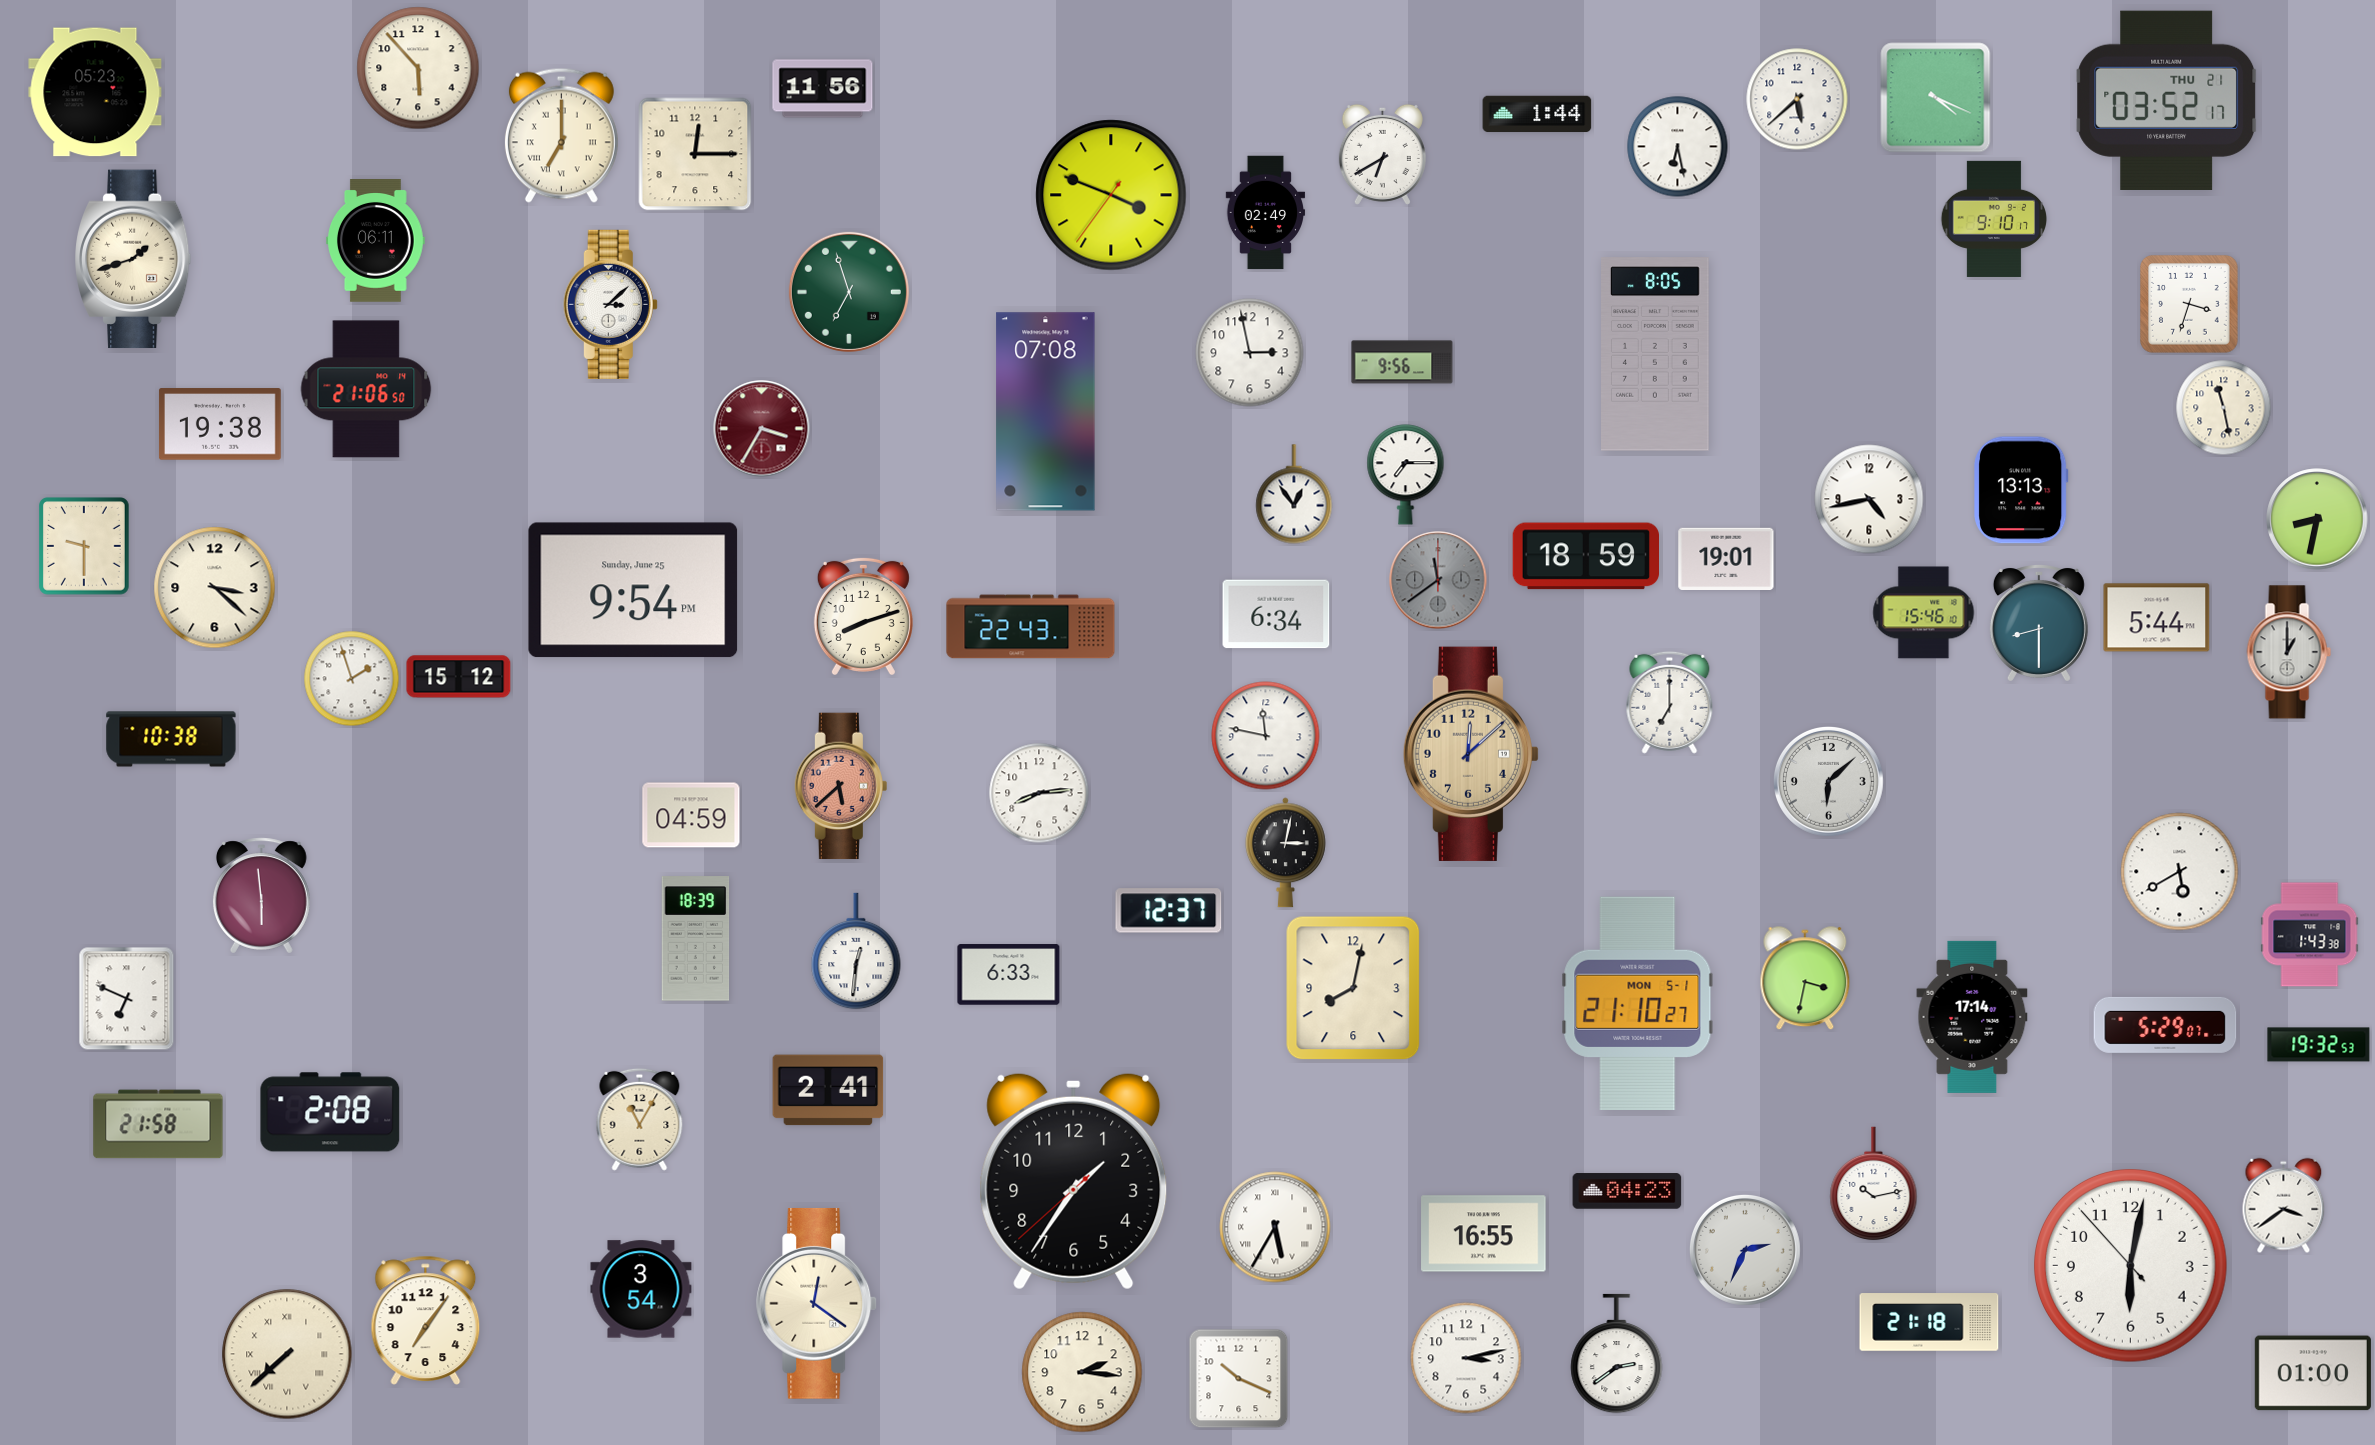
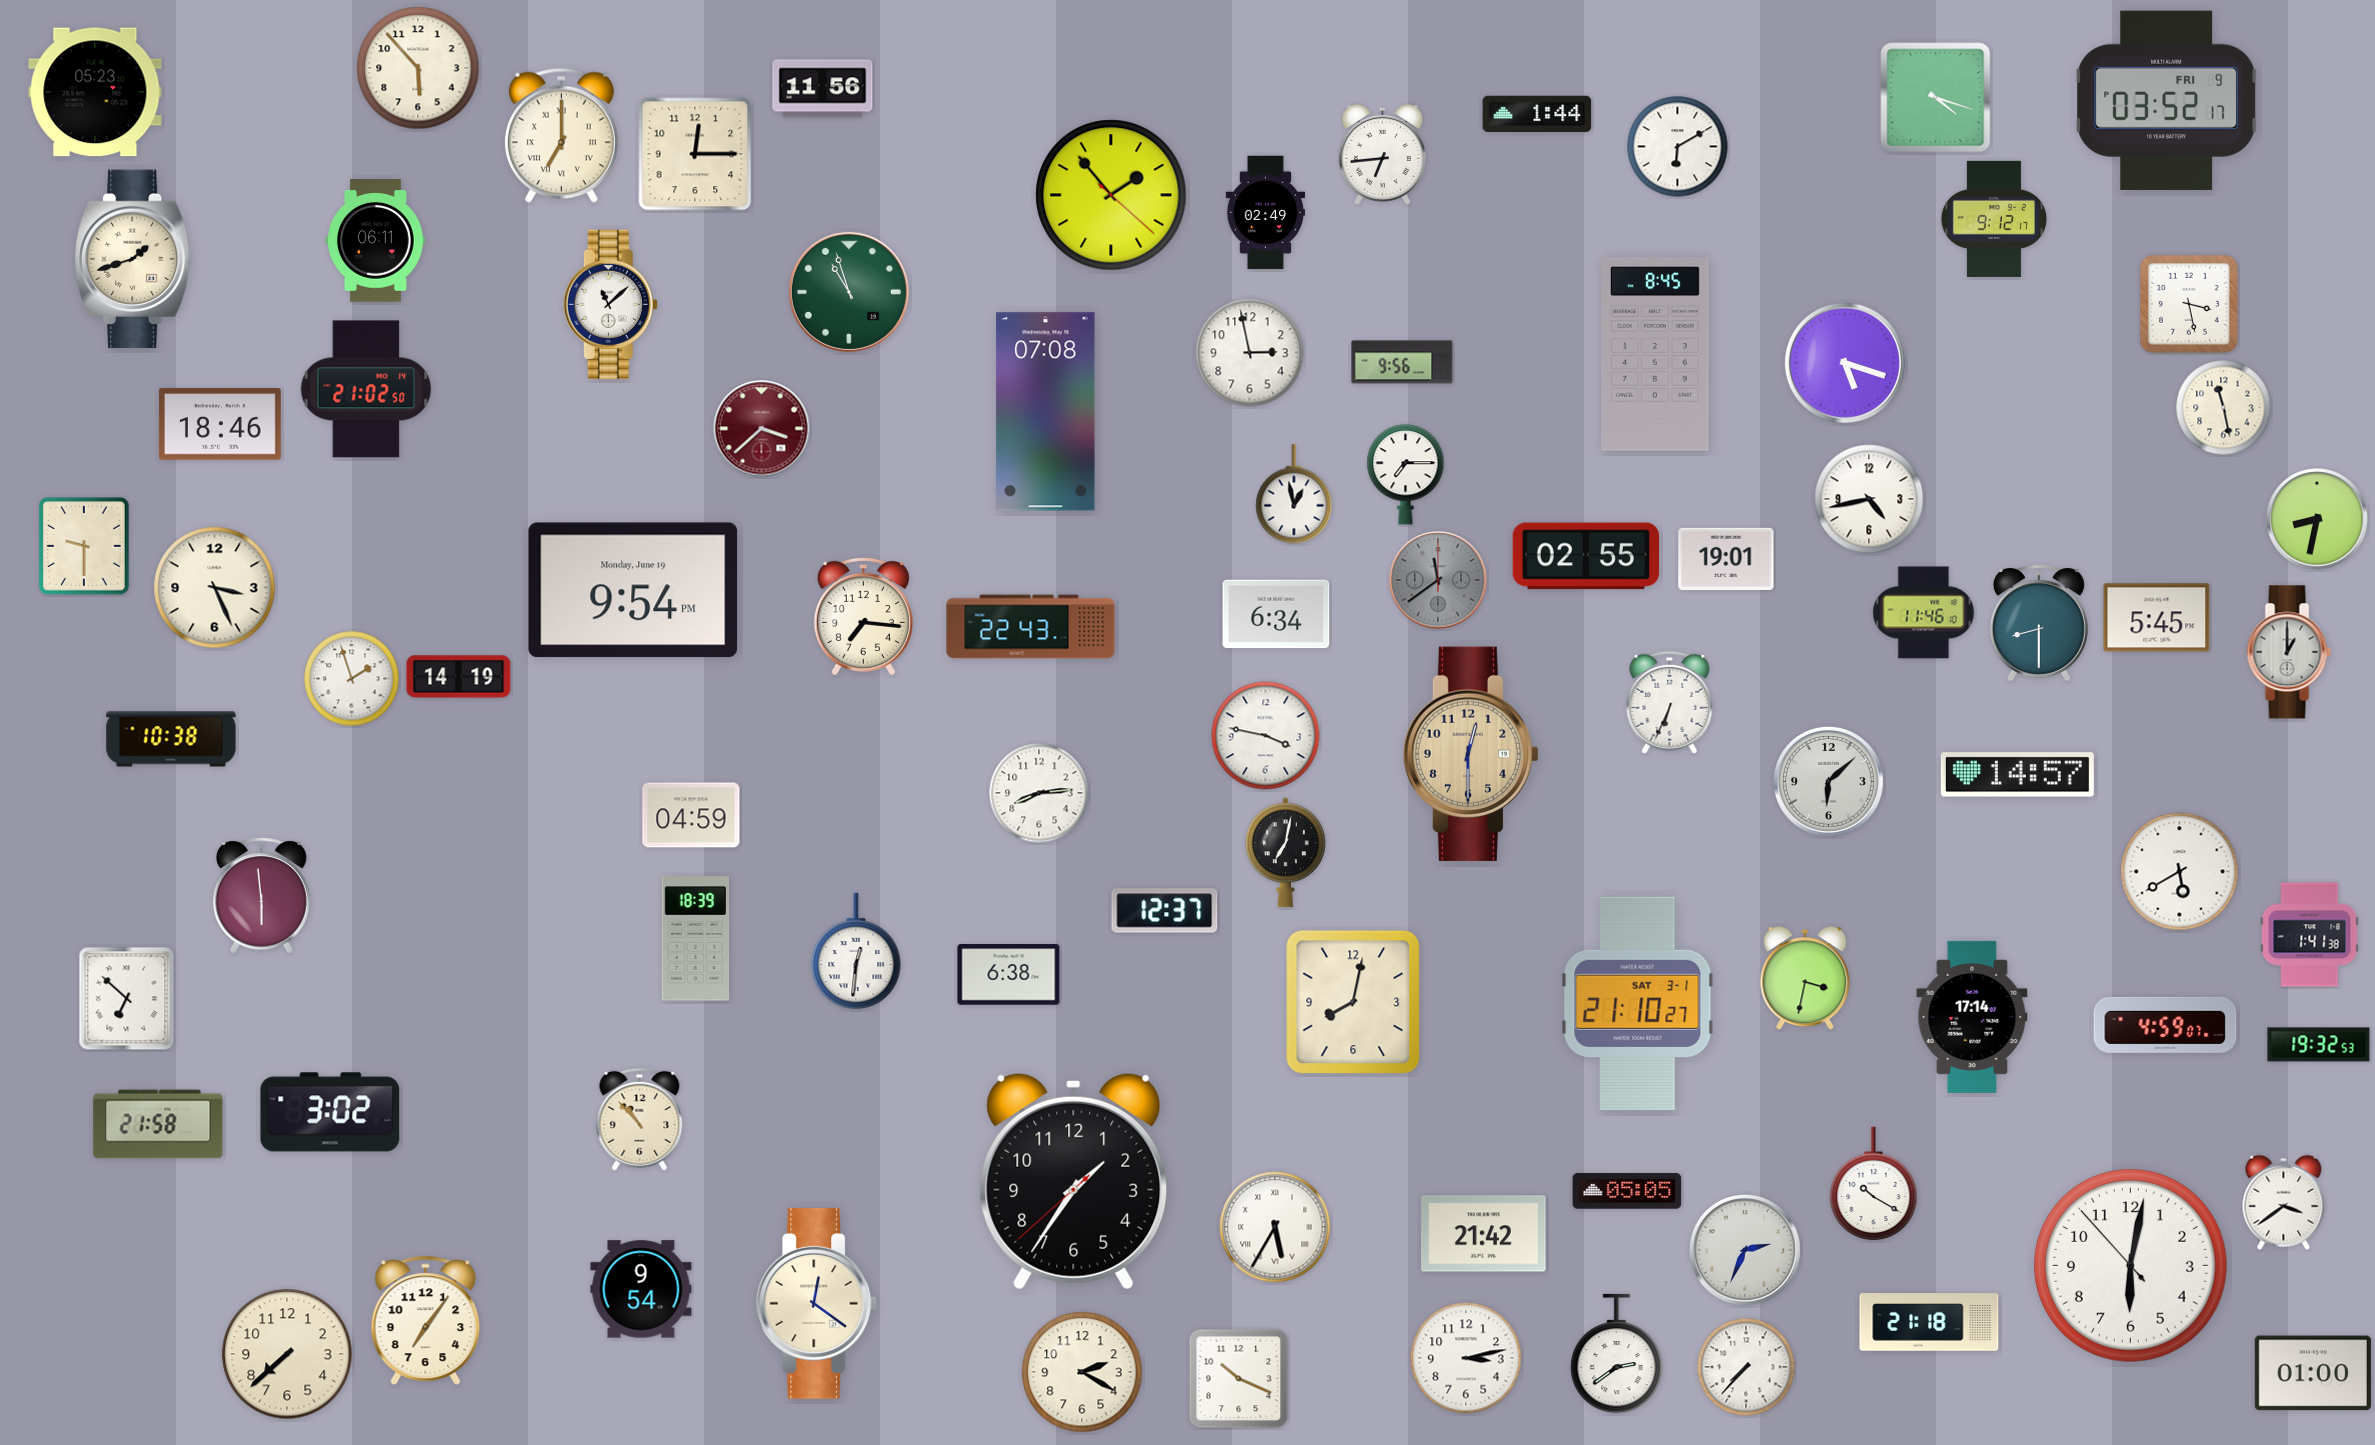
clock at (1936, 98): 4:19 -> 4:18
clock at (1797, 99): 5:38 -> none
clock at (2167, 100) date: THU 21 -> FRI 9
clock at (1678, 147): 6:28 -> 6:10
clock at (1382, 154): 6:40 -> 6:44
clock at (1111, 195): 3:48 -> 1:53
clock at (1994, 219): 9:10 -> 9:12
clock at (849, 292): 6:57 -> 10:57
clock at (610, 304): 3:08 -> 11:08
clock at (2190, 305): 3:33 -> 3:28
clock at (1656, 354): 8:05 -> 8:45
clock at (1845, 363): none -> 5:18
clock at (366, 389): 21:06 -> 21:02
clock at (220, 424): 19:38 -> 18:46
clock at (762, 429): 3:35 -> 3:38
clock at (2021, 490): 13:13 -> none
clock at (1294, 494): 12:54 -> 12:58
clock at (1585, 556): 18:59 -> 02:55
clock at (215, 588): 3:22 -> 3:26
clock at (633, 590) date: Sunday, June 25 -> Monday, June 19
clock at (1924, 613): 15:46 -> 11:46
clock at (863, 616): 8:12 -> 7:16
clock at (2157, 618): 5:44 -> 5:45
clock at (459, 677): 15:12 -> 14:19
clock at (1670, 702): 7:00 -> 6:34
clock at (1266, 736): 11:47 -> 3:47
clock at (1471, 754): 12:08 -> 12:30
clock at (2017, 775): none -> 14:57
clock at (841, 786): 5:38 -> none
clock at (1285, 853): 3:02 -> 7:02
clock at (1169, 911) position: (1169, 911) -> (1165, 911)
clock at (2310, 935): 1:43 -> 1:41
clock at (1009, 975): 6:33 -> 6:38
clock at (1353, 988) position: (1353, 988) -> (1353, 1002)
clock at (127, 999): 6:49 -> 6:52
clock at (1638, 1003) date: MON 5-1 -> SAT 3-1
clock at (2165, 1025): 5:29 -> 4:59
clock at (828, 1090): 2:41 -> none
clock at (330, 1112): 2:08 -> 3:02
clock at (640, 1119): 11:05 -> 10:53
clock at (1874, 1184): 10:13 -> 10:20
clock at (1627, 1191): 04:23 -> 05:05
clock at (2284, 1206) position: (2284, 1206) -> (2284, 1203)
clock at (1484, 1234): 16:55 -> 21:42
clock at (641, 1289): 3:54 -> 9:54
clock at (287, 1354) numerals: Roman -> Arabic
clock at (1746, 1367): none -> 7:37
clock at (1082, 1372): 2:16 -> 2:20
